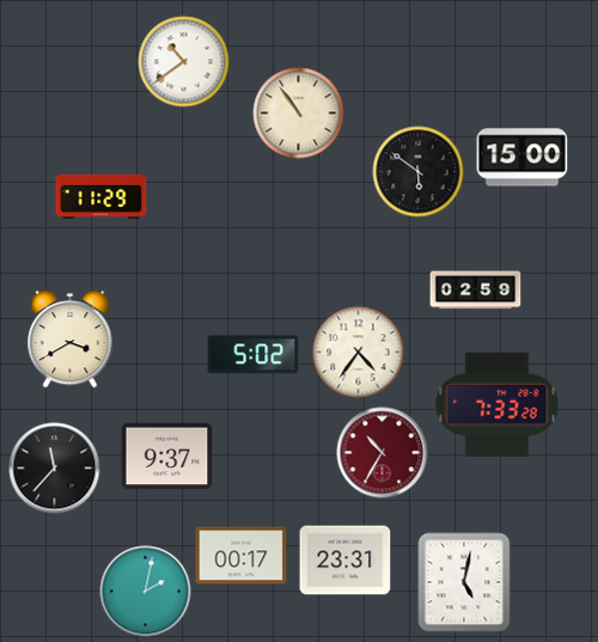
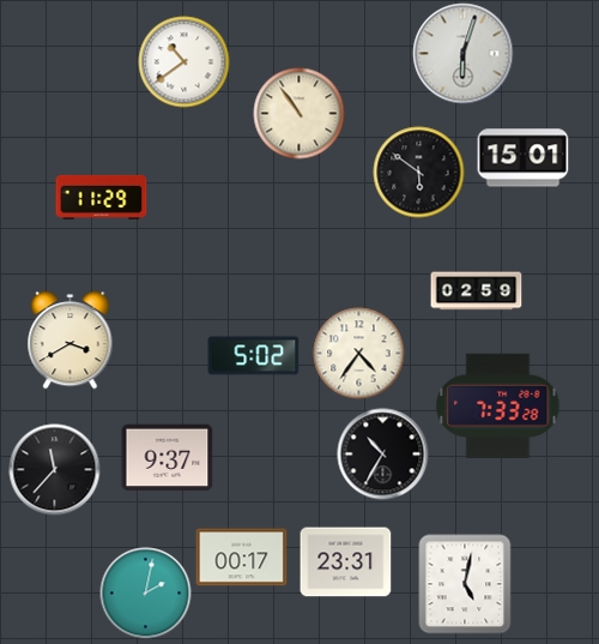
clock at (464, 54): none -> 6:03
clock at (523, 158): 15:00 -> 15:01
clock at (383, 453) dial: burgundy -> black
